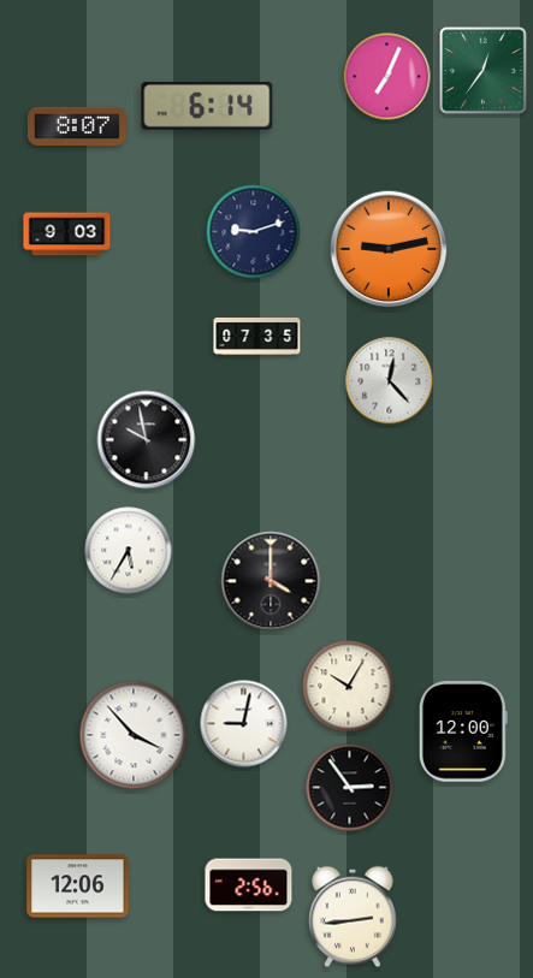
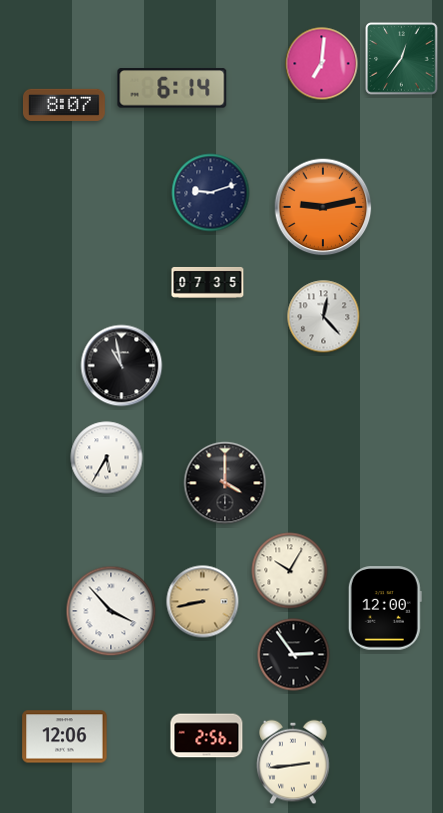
clock at (387, 77): 7:04 -> 7:01
clock at (67, 235): 9:03 -> none
clock at (257, 336) position: (257, 336) -> (208, 282)
clock at (147, 440): 9:58 -> 10:58
clock at (244, 724): 9:02 -> 8:43
clock at (244, 724) dial: white -> champagne
clock at (350, 788) position: (350, 788) -> (294, 655)
